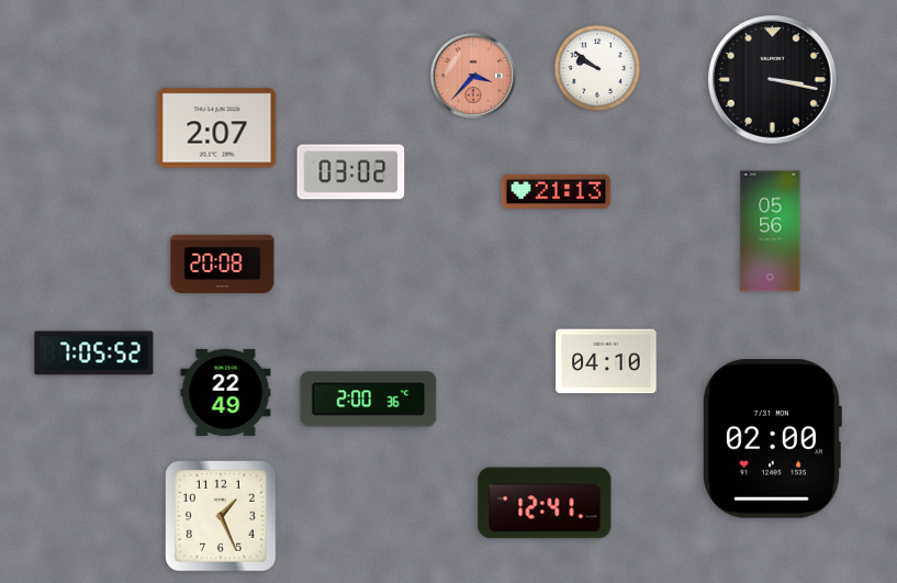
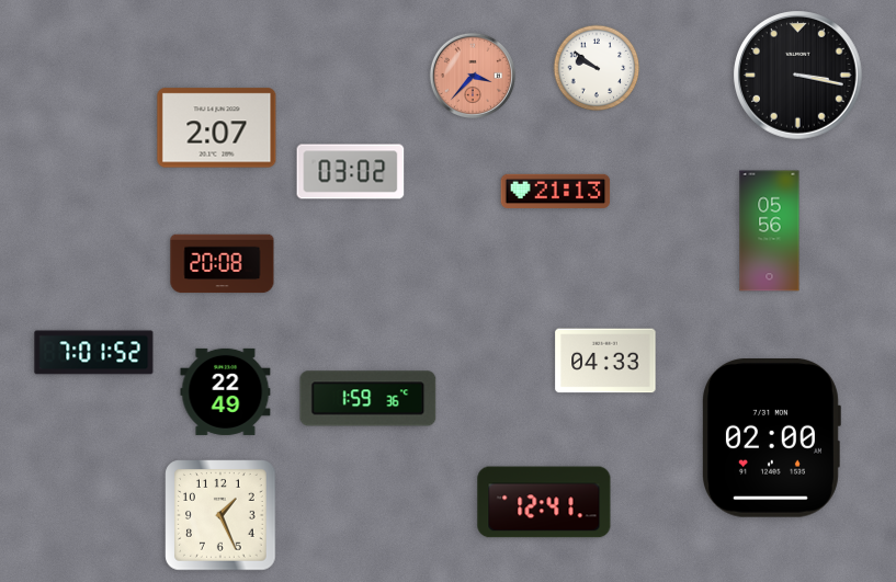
clock at (773, 80) position: (773, 80) -> (798, 76)
clock at (94, 354): 7:05 -> 7:01
clock at (606, 361): 04:10 -> 04:33
clock at (369, 400): 2:00 -> 1:59
